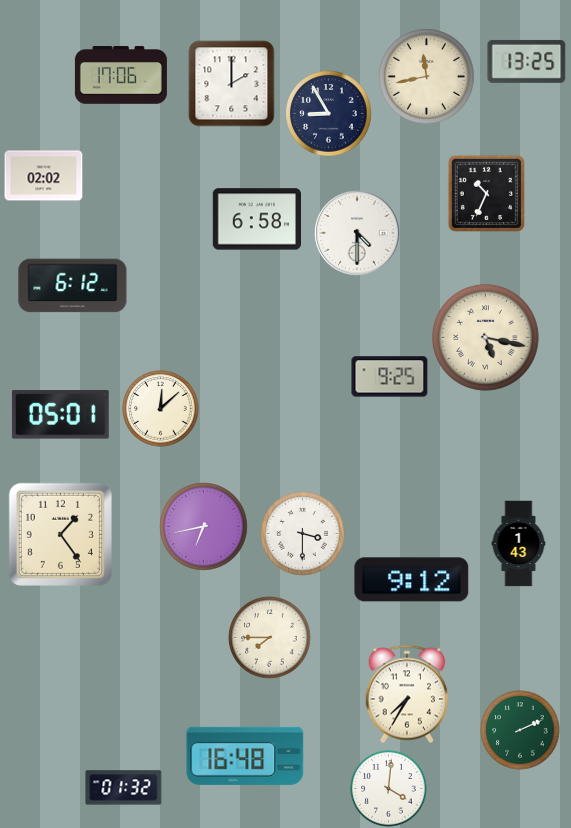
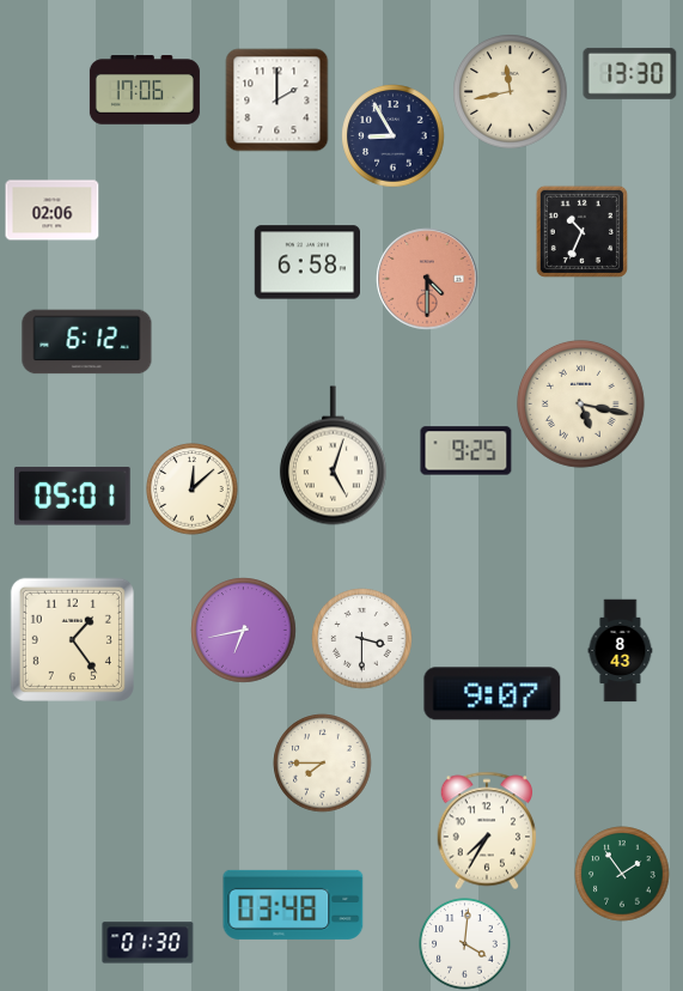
clock at (527, 61): 13:25 -> 13:30
clock at (44, 176): 02:02 -> 02:06
clock at (357, 233) dial: white -> salmon
clock at (333, 456): none -> 5:03
clock at (519, 544): 1:43 -> 8:43
clock at (412, 580): 9:12 -> 9:07
clock at (520, 730): 2:11 -> 1:54
clock at (245, 756): 16:48 -> 03:48
clock at (124, 788): 01:32 -> 01:30
